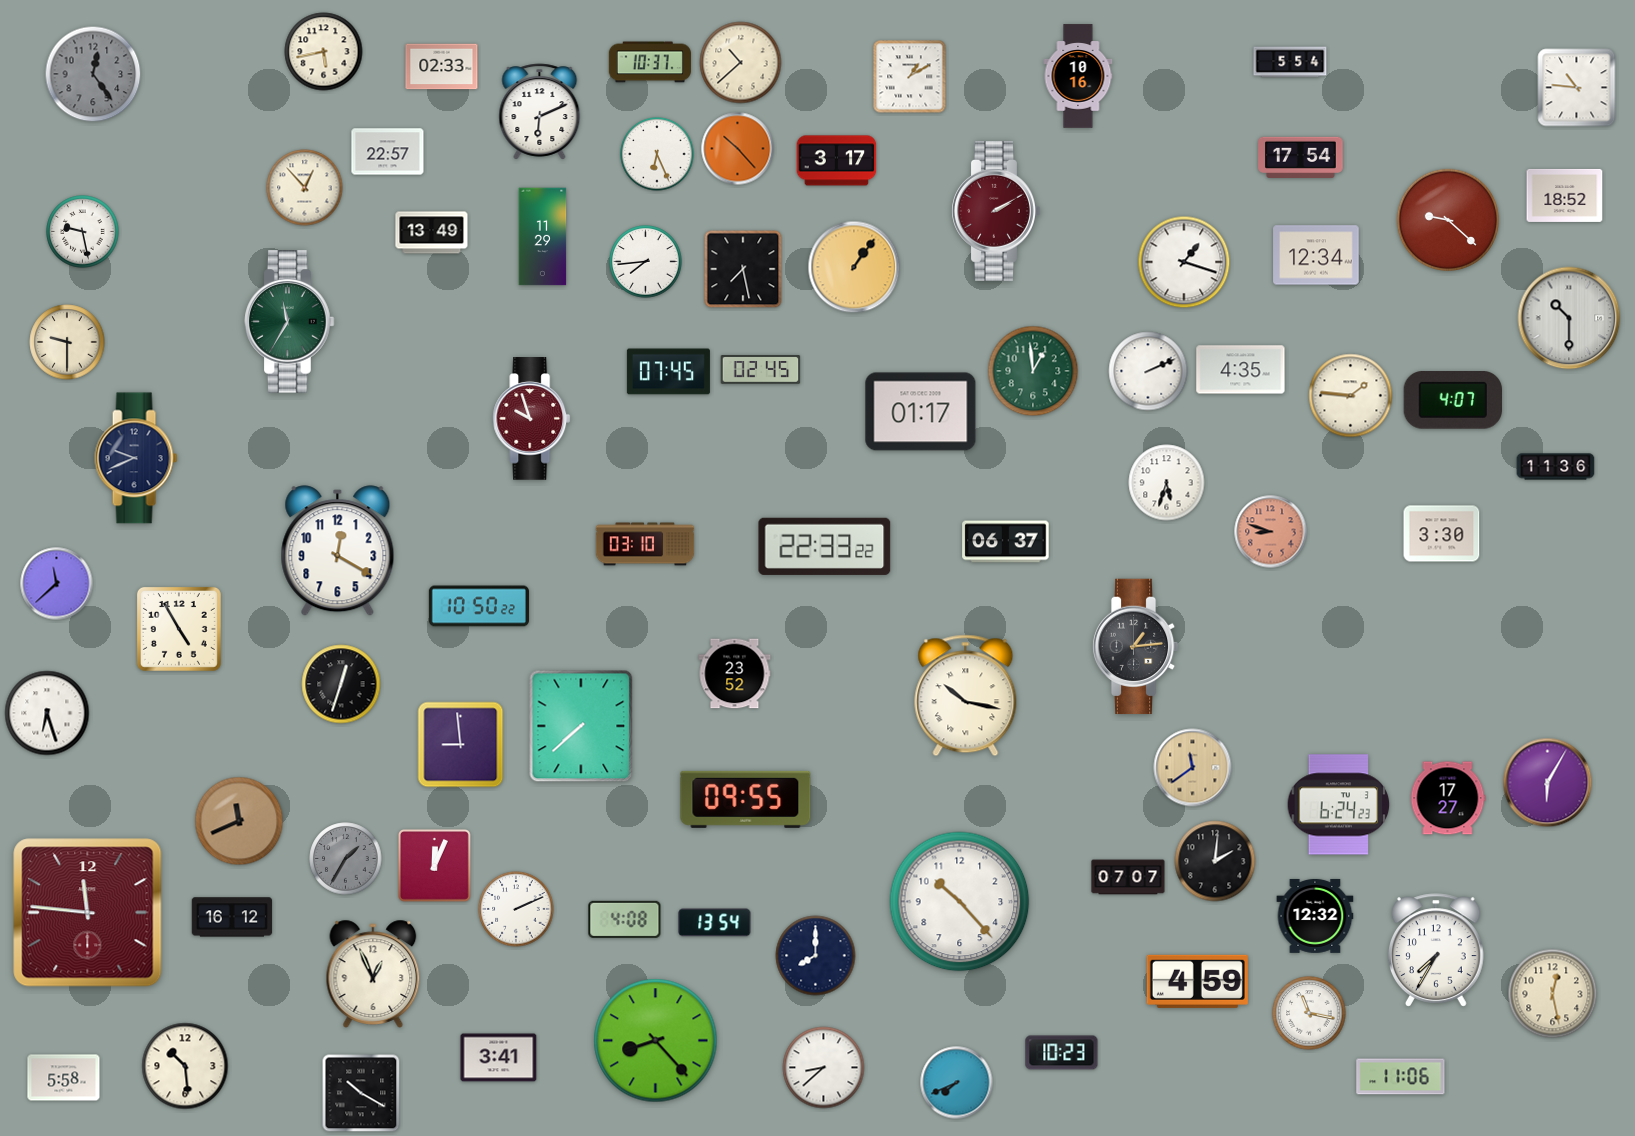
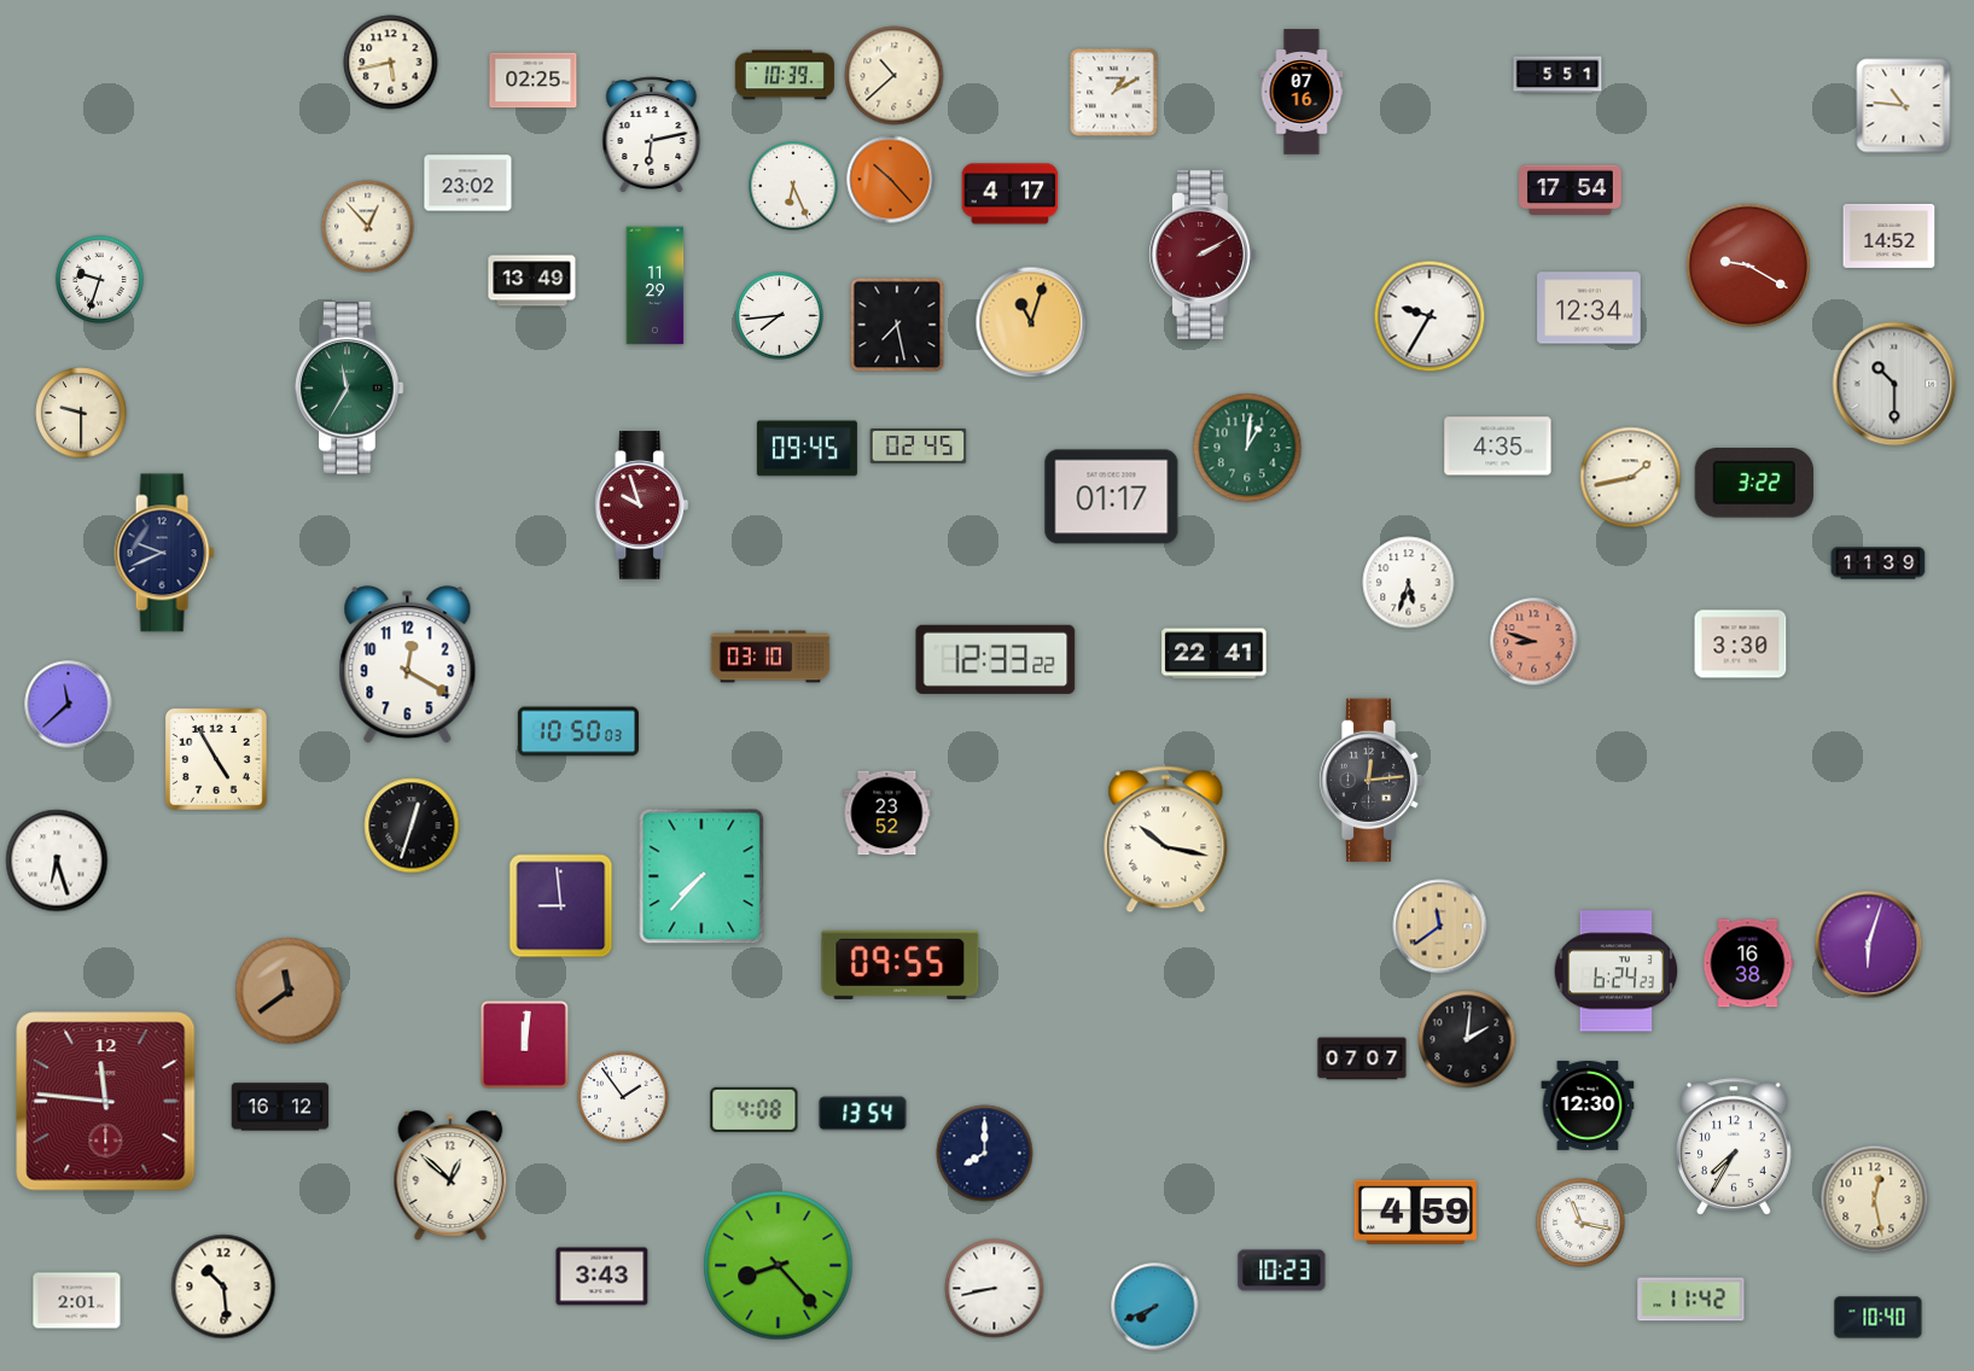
clock at (650, 62): 10:37 -> 10:39
clock at (1290, 62): 5:54 -> 5:51
clock at (442, 67): 02:33 -> 02:25
clock at (93, 74): 12:24 -> none
clock at (1078, 76): 10:16 -> 07:16
clock at (910, 77) position: (910, 77) -> (1114, 93)
clock at (540, 112): 6:11 -> 6:13
clock at (388, 152): 22:57 -> 23:02
clock at (837, 161): 3:17 -> 4:17
clock at (1565, 195): 18:52 -> 14:52
clock at (1448, 220): 9:22 -> 9:20
clock at (83, 232): 9:28 -> 9:33
clock at (432, 233) position: (432, 233) -> (532, 281)
clock at (1184, 262): 1:18 -> 9:35
clock at (854, 267): 1:06 -> 11:03
clock at (1033, 371): 12:59 -> 1:01
clock at (1148, 371): 2:11 -> none
clock at (668, 372): 07:45 -> 09:45
clock at (1351, 396): 1:46 -> 1:43
clock at (1452, 400): 4:07 -> 3:22
clock at (1556, 467): 11:36 -> 11:39
clock at (1006, 542): 06:37 -> 22:41
clock at (645, 544) position: (645, 544) -> (770, 657)
clock at (825, 546): 22:33 -> 12:33
clock at (479, 606): 10:50:22 -> 10:50:03
clock at (1135, 647): 1:14 -> 12:14
clock at (581, 726): 7:38 -> 7:37
clock at (461, 745) position: (461, 745) -> (561, 906)
clock at (1548, 783): 6:05 -> 6:03
clock at (1448, 798): 17:27 -> 16:38
clock at (239, 821): 11:41 -> 11:39
clock at (346, 859): 1:35 -> none
clock at (435, 866): 12:04 -> 12:01
clock at (960, 902): 10:23 -> none
clock at (516, 909): 2:11 -> 1:54
clock at (1315, 916): 12:32 -> 12:30
clock at (373, 974): 12:56 -> 12:52
clock at (1197, 981) position: (1197, 981) -> (1415, 1212)
clock at (656, 1041) position: (656, 1041) -> (779, 1266)
clock at (499, 1058): 3:41 -> 3:43
clock at (824, 1068): 8:38 -> 8:43
clock at (1401, 1077): 11:06 -> 11:42
clock at (64, 1078): 5:58 -> 2:01
clock at (1879, 1318): none -> 10:40
clock at (361, 1093): 10:20 -> none
